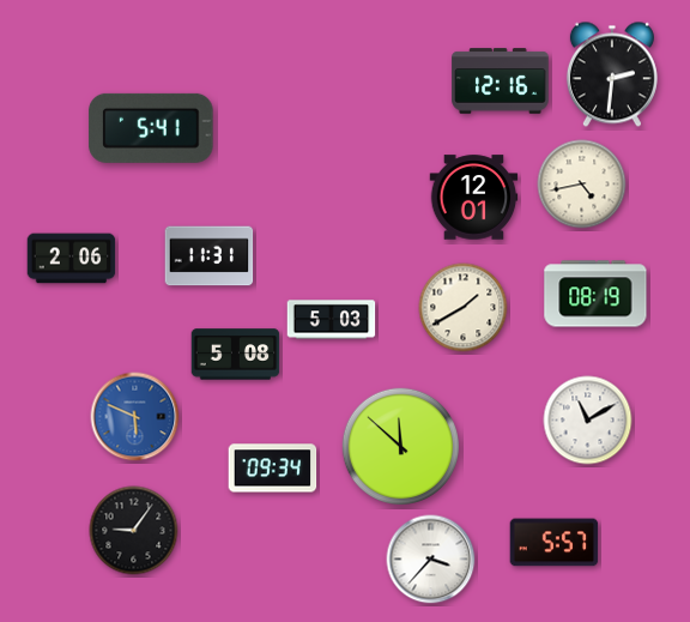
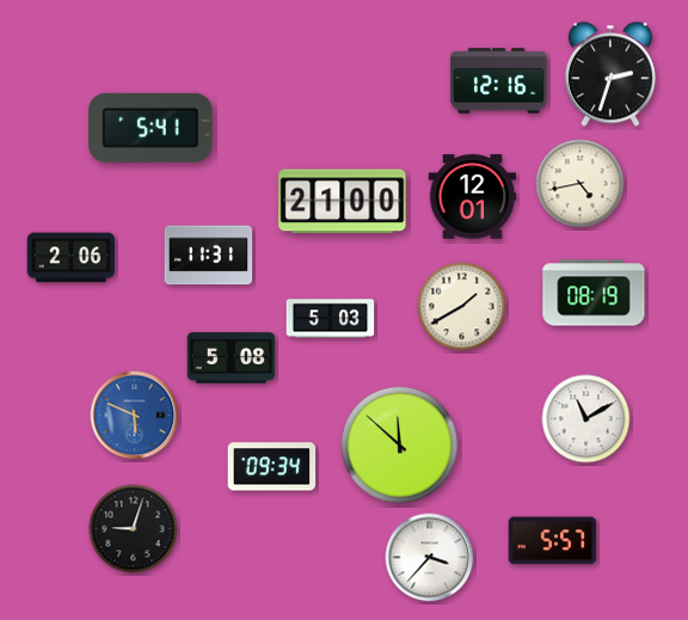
clock at (612, 74): 2:31 -> 2:33
clock at (343, 202): none -> 21:00
clock at (236, 355) position: (236, 355) -> (232, 358)
clock at (134, 531): 9:06 -> 9:03
